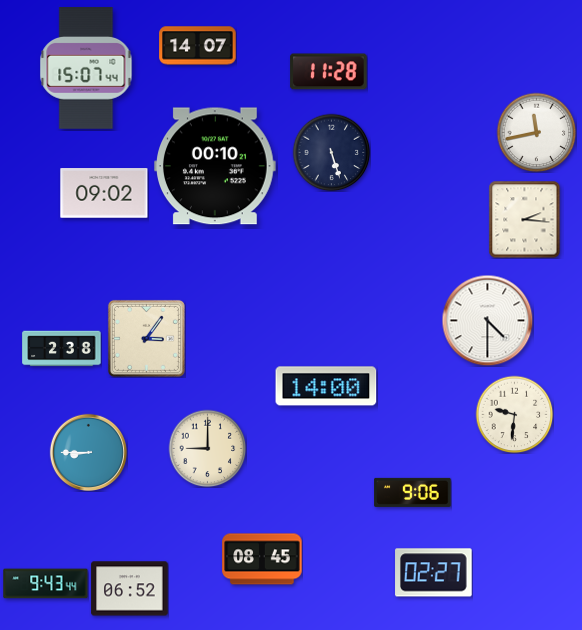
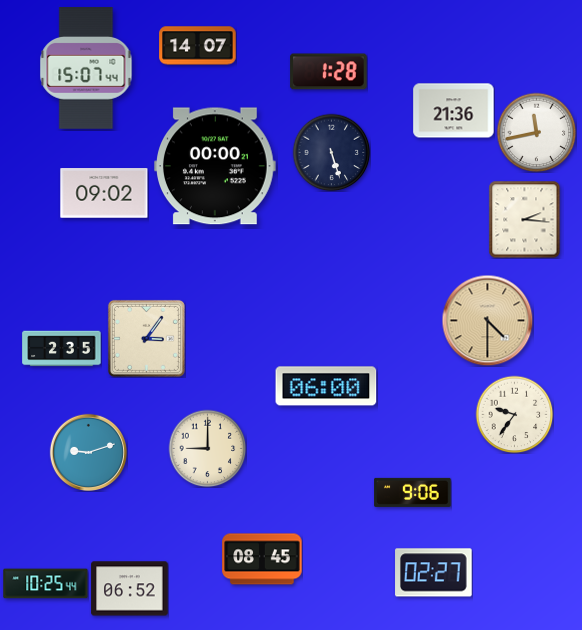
clock at (329, 72): 11:28 -> 1:28
clock at (454, 111): none -> 21:36
clock at (216, 166): 00:10 -> 00:00
clock at (487, 320) dial: white -> champagne
clock at (62, 349): 2:38 -> 2:35
clock at (326, 386): 14:00 -> 06:00
clock at (514, 414): 9:31 -> 9:36
clock at (88, 452): 8:45 -> 9:12
clock at (46, 584): 9:43 -> 10:25
